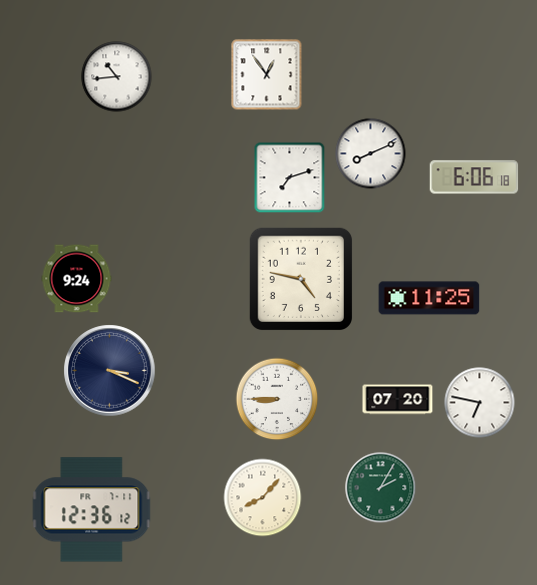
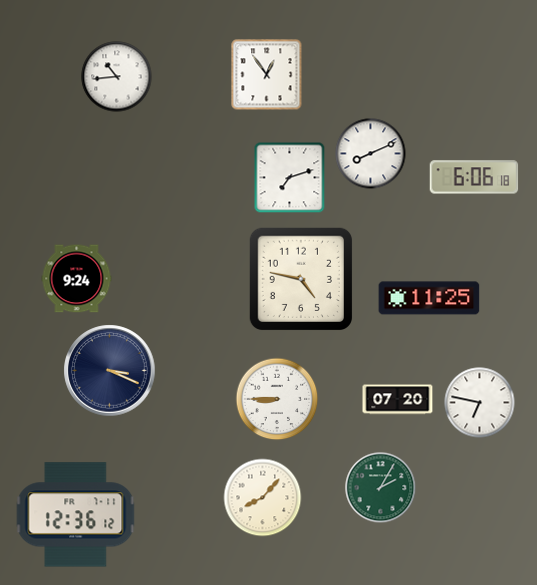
clock at (92, 510) position: (92, 510) -> (76, 515)
